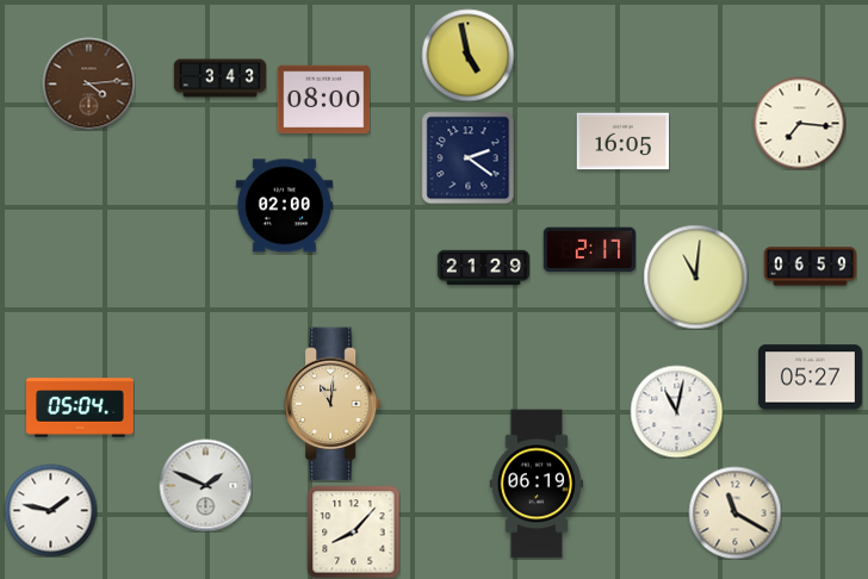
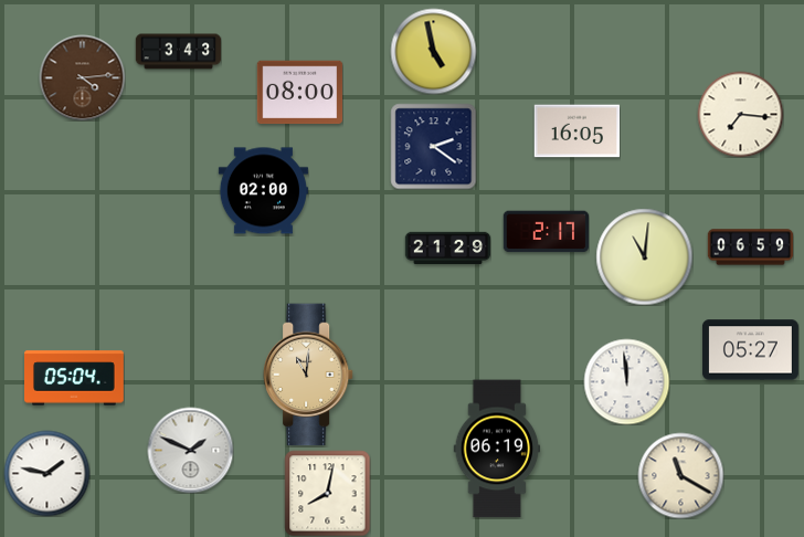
clock at (219, 79) position: (219, 79) -> (178, 52)
clock at (676, 411): 11:02 -> 11:59
clock at (353, 531): 8:07 -> 8:02
